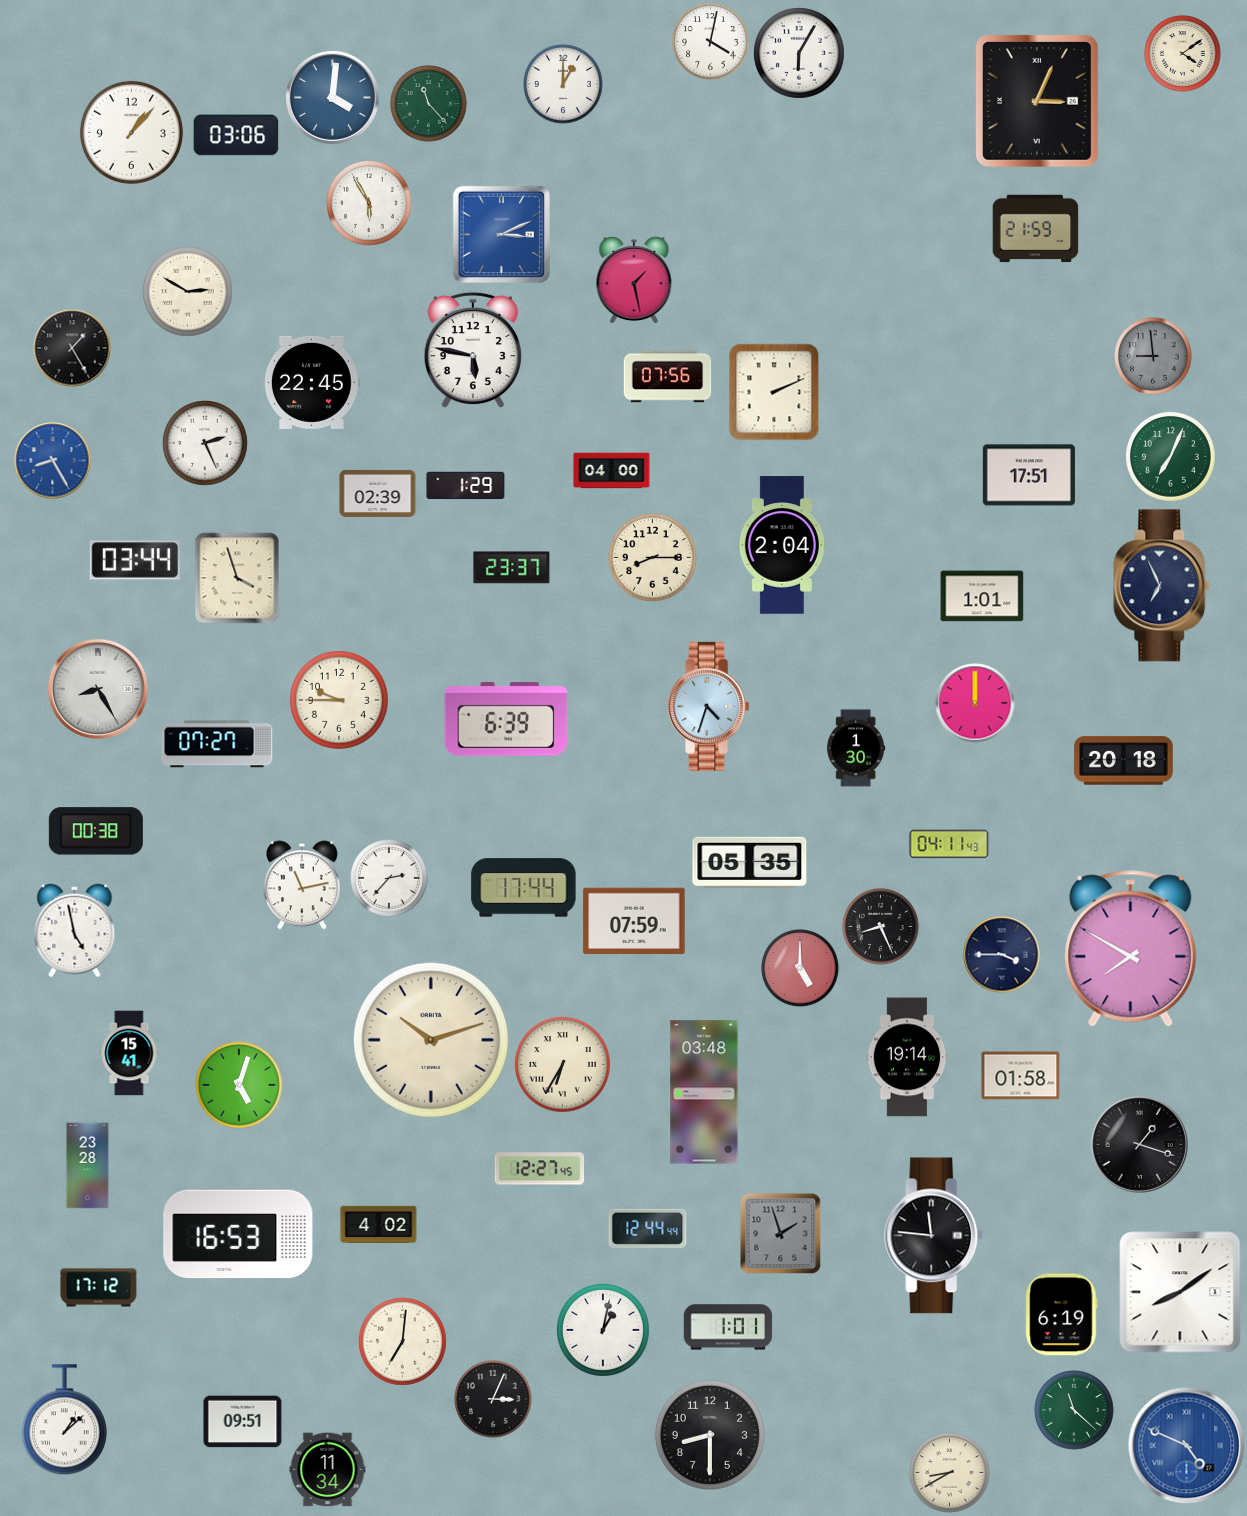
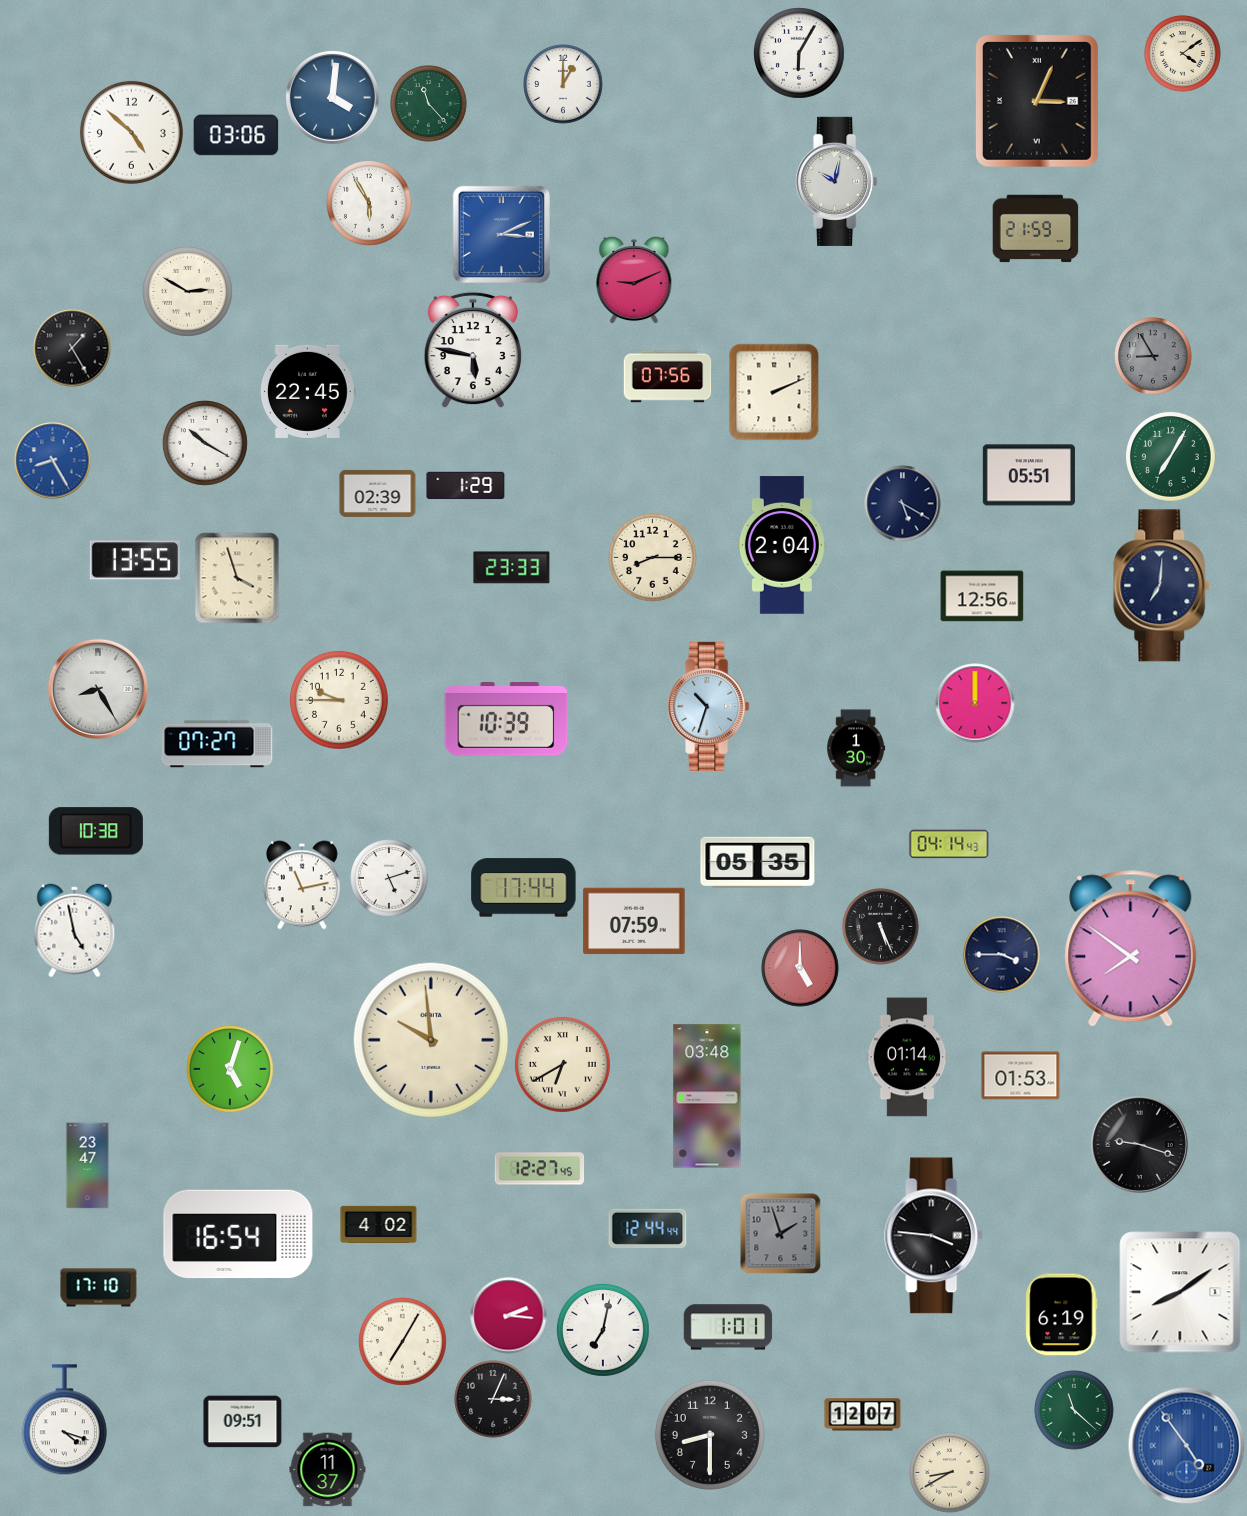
clock at (711, 42): 4:02 -> none
clock at (131, 132): 1:07 -> 4:52
clock at (837, 181): none -> 10:02
clock at (634, 280): 1:28 -> 9:11
clock at (1153, 356): 8:59 -> 8:55
clock at (311, 382) position: (311, 382) -> (307, 391)
clock at (205, 443): 2:26 -> 10:20
clock at (1171, 457): 7:04 -> 7:05
clock at (612, 471): 04:00 -> none
clock at (1029, 475): 17:51 -> 05:51
clock at (903, 504): none -> 5:20
clock at (134, 560): 03:44 -> 13:55
clock at (512, 568): 23:37 -> 23:33
clock at (1162, 586): 6:56 -> 7:01
clock at (982, 596): 1:01 -> 12:56
clock at (709, 706): 4:33 -> 10:33
clock at (506, 720): 6:39 -> 10:39
clock at (1124, 761): 20:18 -> none
clock at (96, 831): 00:38 -> 10:38
clock at (949, 844): 04:11 -> 04:14
clock at (750, 862) position: (750, 862) -> (758, 862)
clock at (389, 878): 2:37 -> 5:12
clock at (881, 927): 8:26 -> 5:26
clock at (1131, 949): 7:50 -> 7:51
clock at (431, 1040): 10:12 -> 9:59
clock at (129, 1053): 15:41 -> none
clock at (907, 1057): 19:14 -> 01:14
clock at (562, 1064): 6:35 -> 6:40
clock at (1021, 1076): 01:58 -> 01:53
clock at (240, 1086) position: (240, 1086) -> (231, 1070)
clock at (704, 1092) position: (704, 1092) -> (707, 1096)
clock at (1139, 1144): 1:18 -> 9:18
clock at (88, 1166): 23:28 -> 23:47
clock at (238, 1234): 16:53 -> 16:54
clock at (934, 1236): 11:46 -> 3:46
clock at (99, 1288): 17:12 -> 17:10
clock at (509, 1316): none -> 2:16
clock at (603, 1330): 1:02 -> 7:02
clock at (403, 1342): 7:01 -> 7:05
clock at (863, 1415): none -> 12:07
clock at (64, 1420): 1:08 -> 4:18
clock at (1187, 1446): 4:49 -> 4:54
clock at (328, 1470): 11:34 -> 11:37
